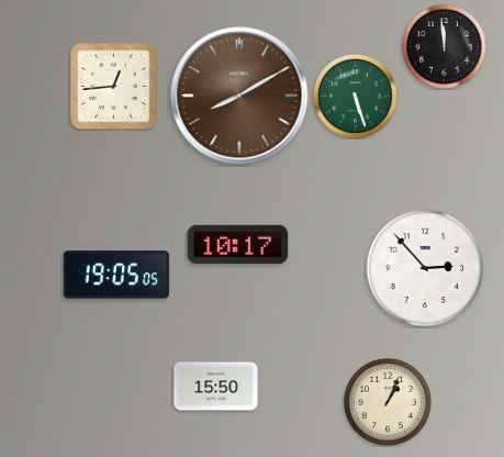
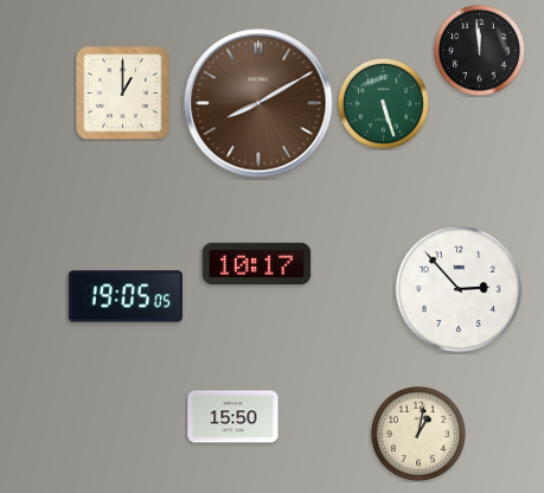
clock at (114, 87): 12:44 -> 1:00
clock at (388, 402): 1:04 -> 1:02
